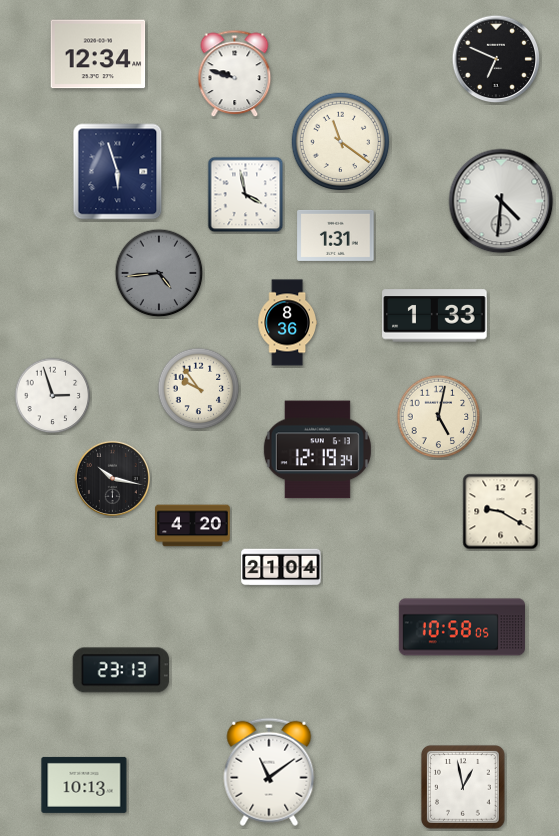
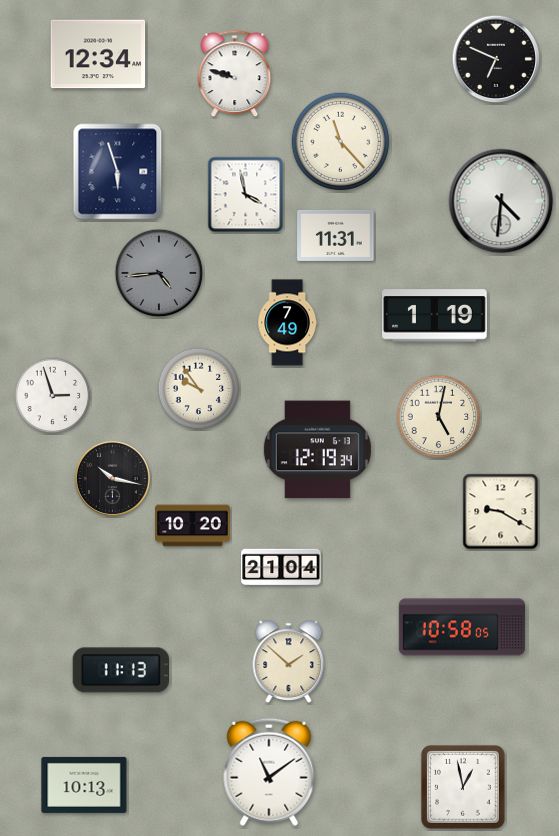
clock at (341, 142): 11:21 -> 11:23
clock at (336, 235): 1:31 -> 11:31
clock at (435, 316): 1:33 -> 1:19
clock at (287, 323): 8:36 -> 7:49
clock at (193, 526): 4:20 -> 10:20
clock at (289, 661): none -> 1:52
clock at (120, 670): 23:13 -> 11:13
